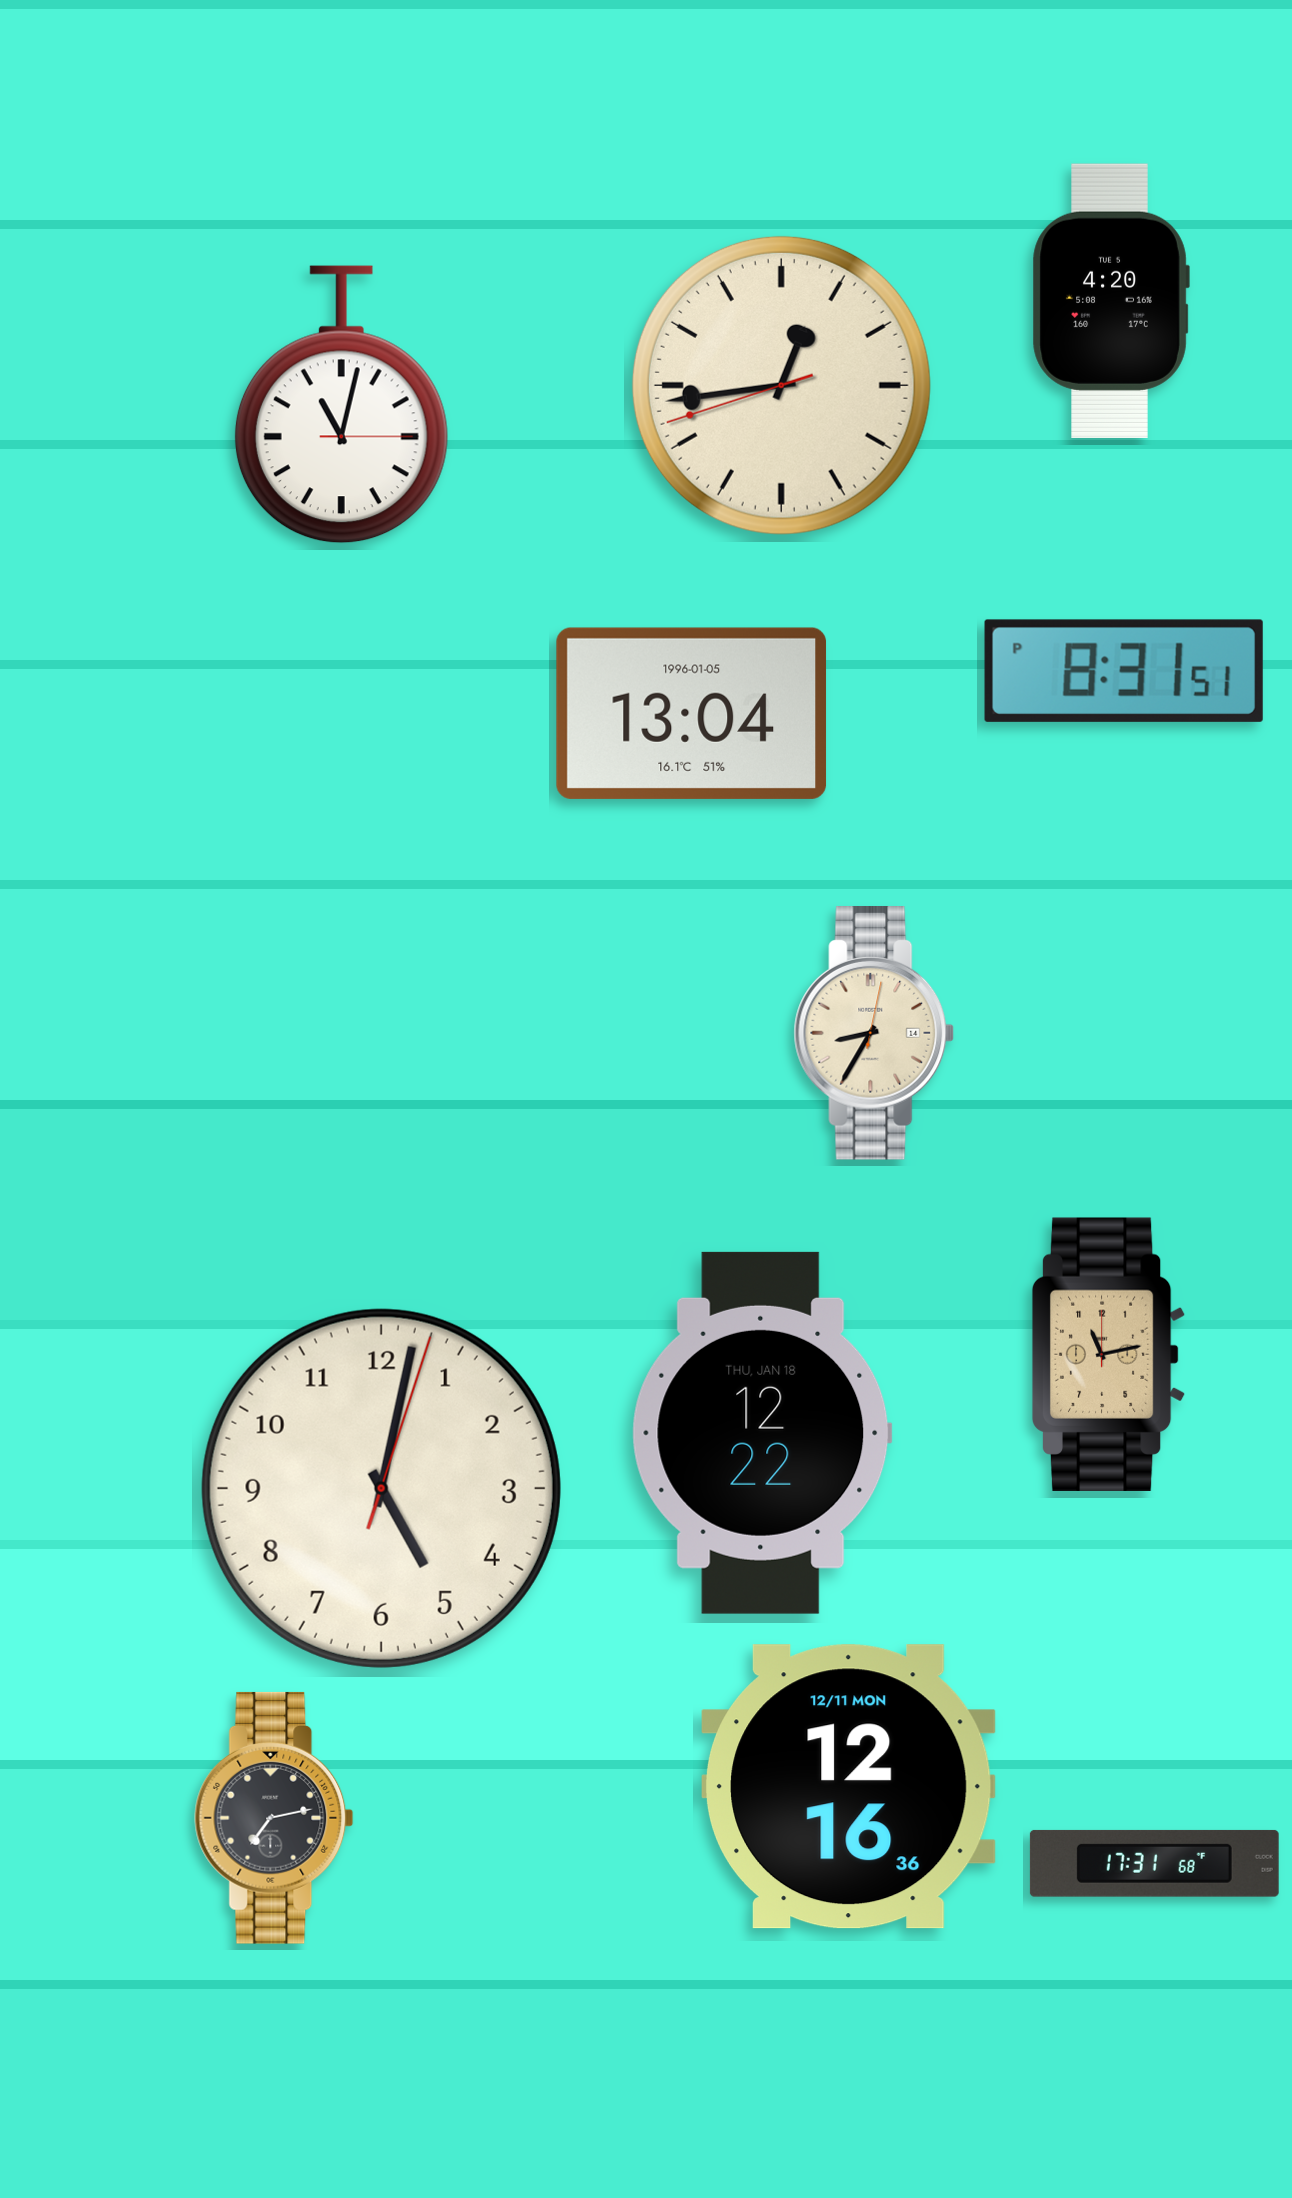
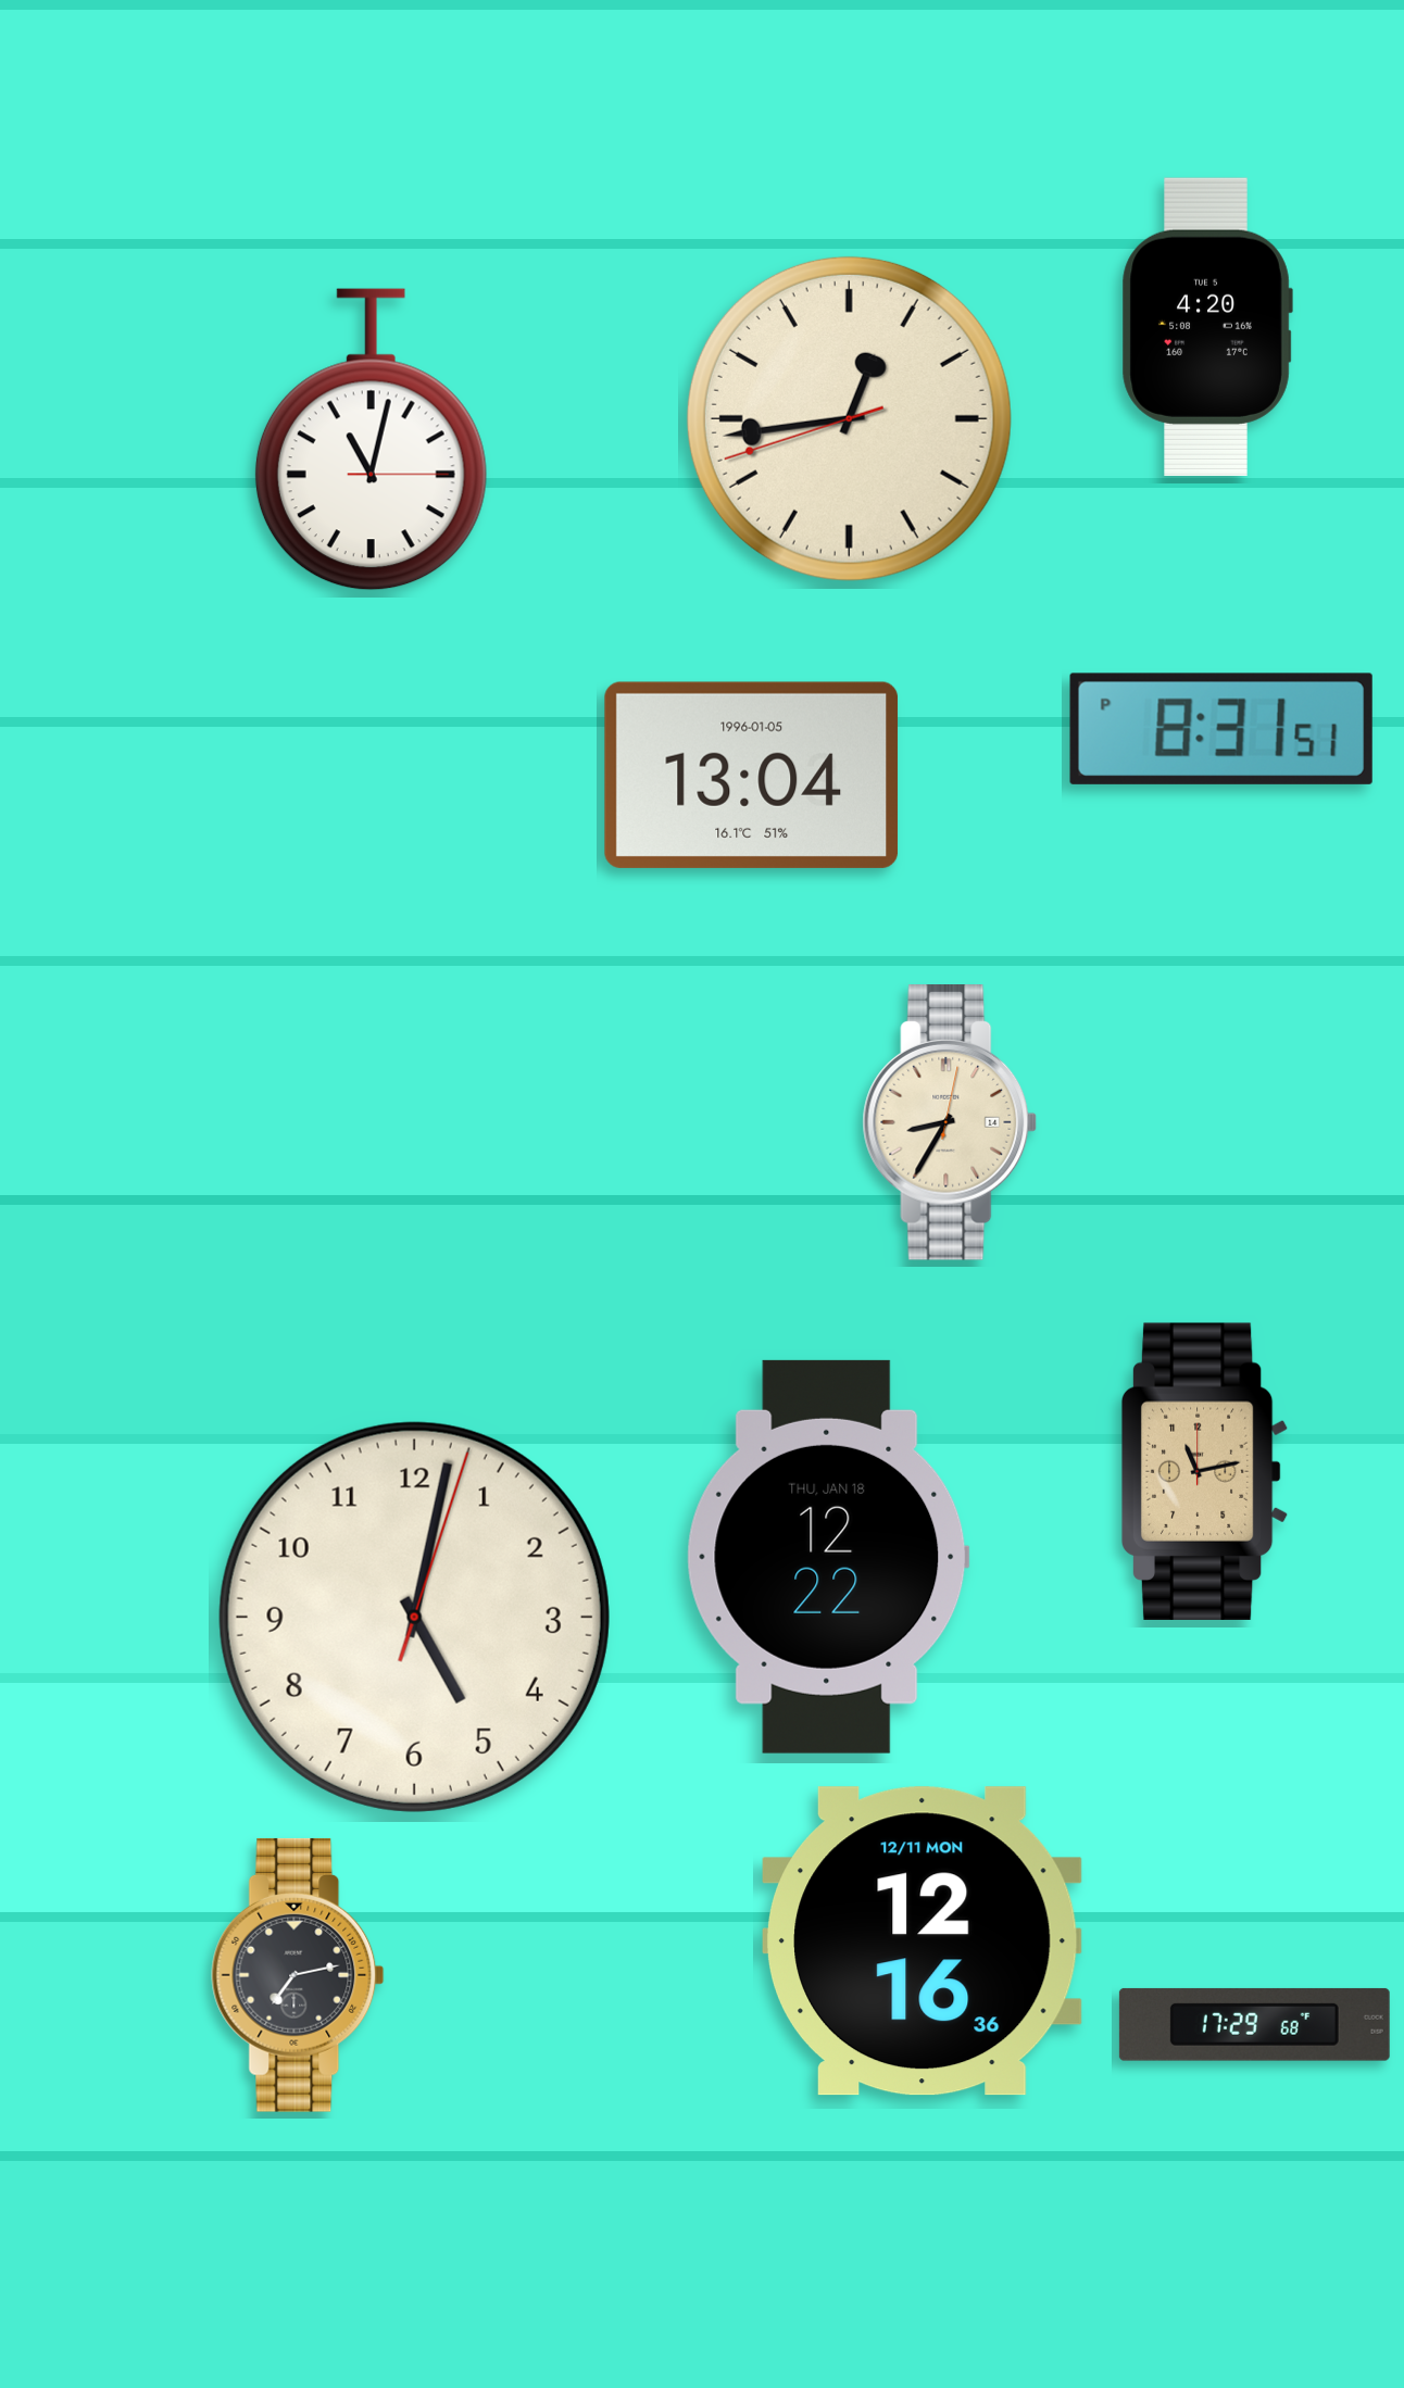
clock at (1154, 1863): 17:31 -> 17:29
